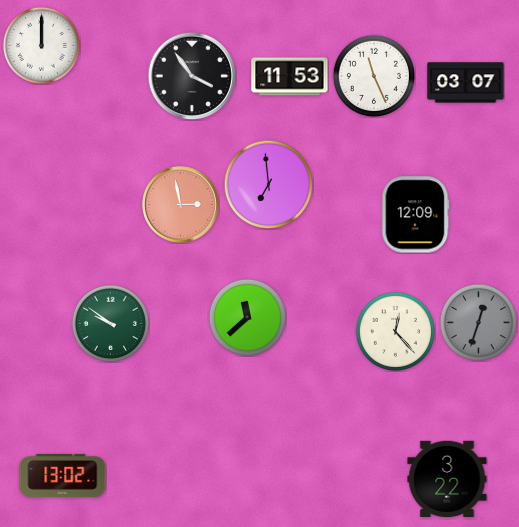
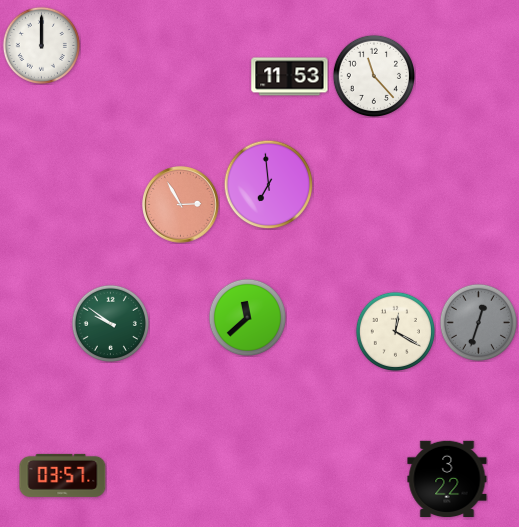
clock at (191, 75): 3:54 -> none
clock at (373, 75): 11:26 -> 11:23
clock at (466, 83): 03:07 -> none
clock at (181, 205): 2:58 -> 2:55
clock at (416, 215): 12:09 -> none
clock at (395, 331): 12:23 -> 12:20
clock at (63, 475): 13:02 -> 03:57
